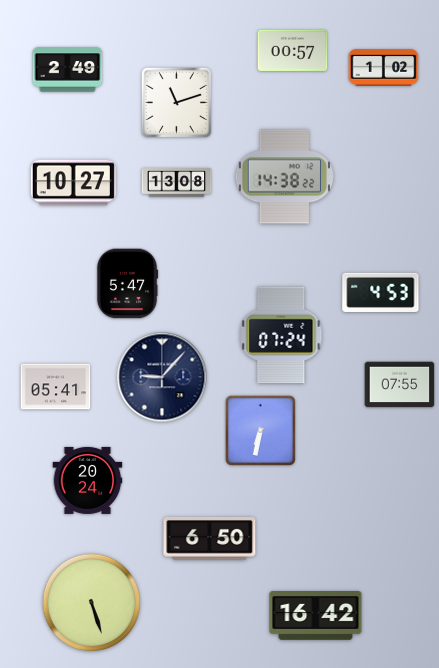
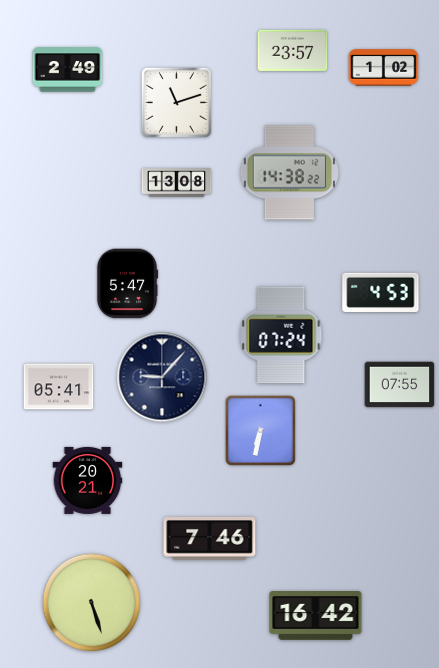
clock at (293, 50): 00:57 -> 23:57
clock at (284, 177) position: (284, 177) -> (289, 173)
clock at (73, 183): 10:27 -> none
clock at (56, 387) position: (56, 387) -> (59, 387)
clock at (88, 480): 20:24 -> 20:21
clock at (210, 539): 6:50 -> 7:46
